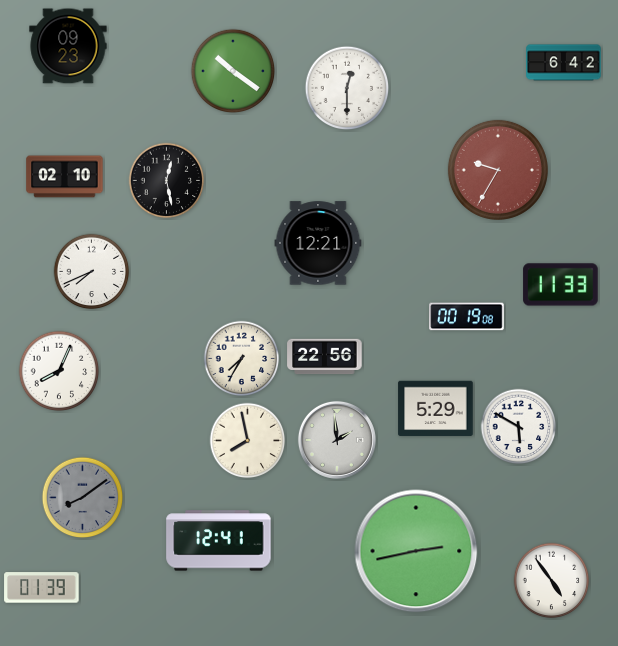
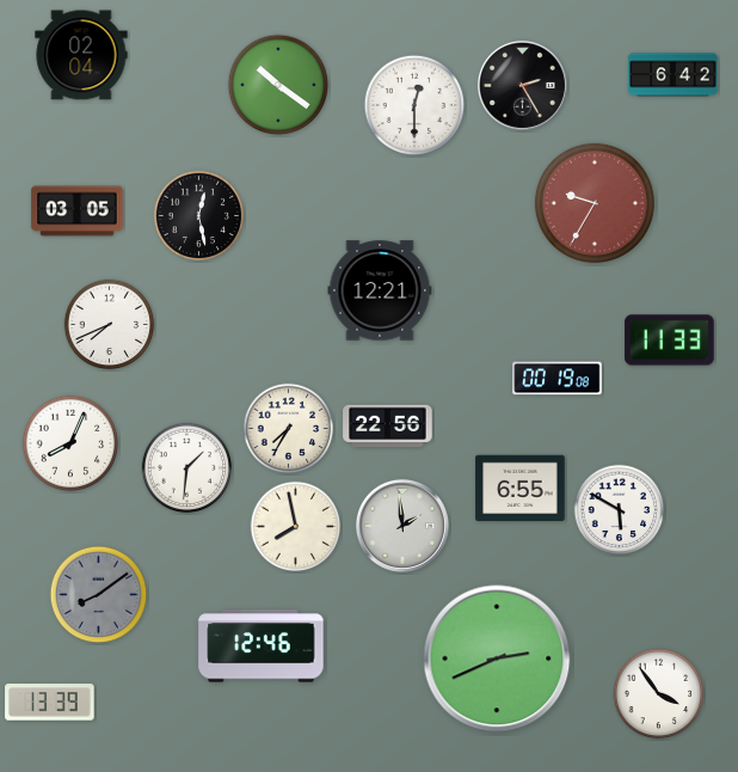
clock at (68, 46): 09:23 -> 02:04
clock at (522, 85): none -> 2:25
clock at (65, 177): 02:10 -> 03:05
clock at (187, 468): none -> 1:31
clock at (436, 409): 5:29 -> 6:55
clock at (219, 541): 12:41 -> 12:46
clock at (416, 551): 2:43 -> 2:41
clock at (552, 581): 4:54 -> 3:54
clock at (42, 588): 01:39 -> 13:39
